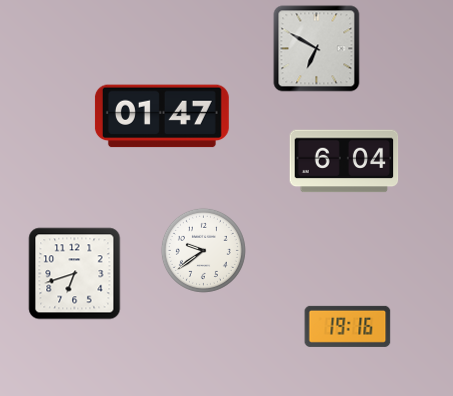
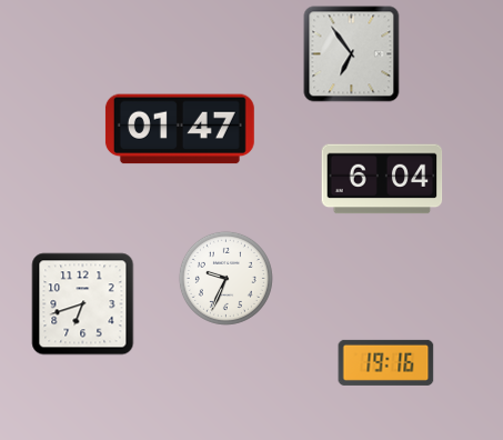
clock at (317, 49): 6:50 -> 6:54
clock at (203, 250): 9:39 -> 9:34
